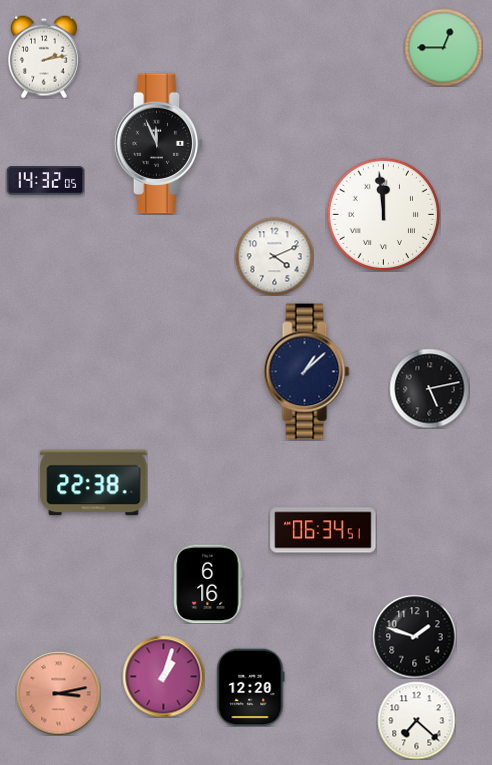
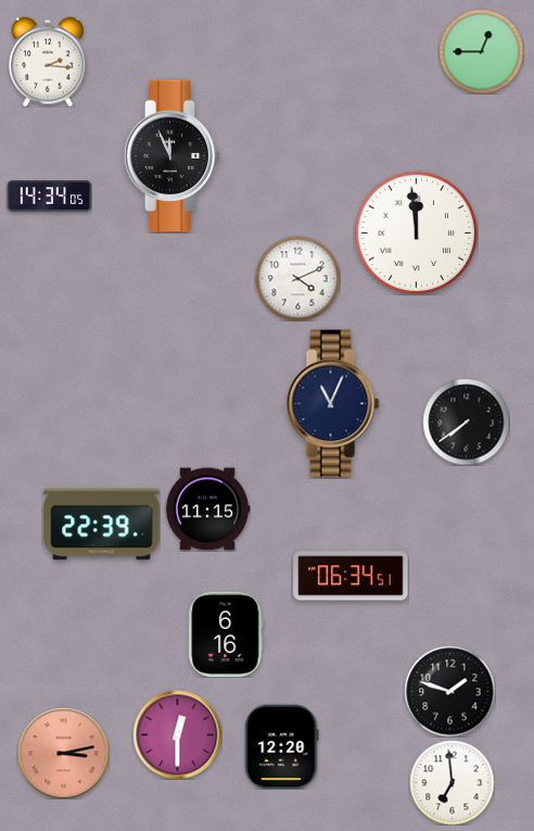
clock at (44, 57): 2:13 -> 2:16
clock at (45, 181): 14:32 -> 14:34
clock at (307, 372): 1:08 -> 11:04
clock at (429, 388): 5:13 -> 7:39
clock at (207, 509): none -> 11:15
clock at (94, 483): 22:38 -> 22:39
clock at (163, 676): 1:03 -> 12:30
clock at (251, 687) position: (251, 687) -> (282, 746)
clock at (416, 720): 7:22 -> 6:59
